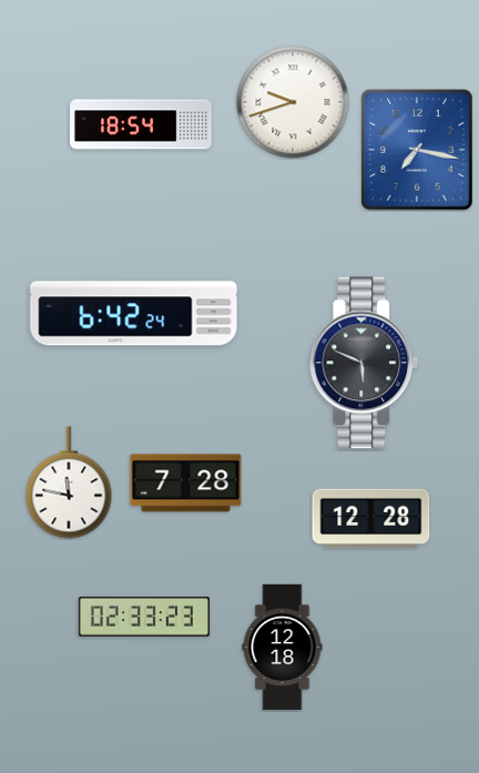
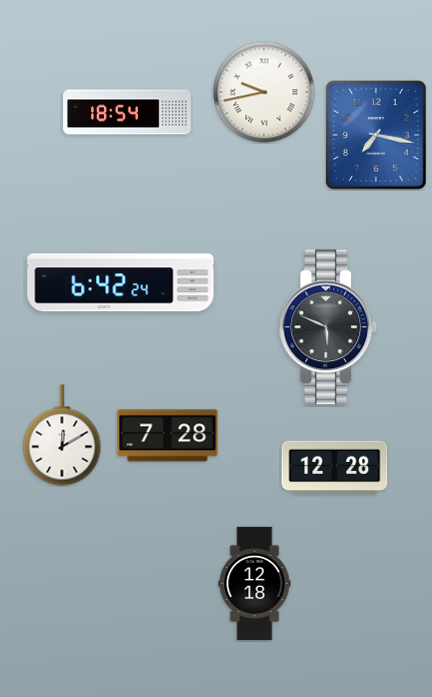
clock at (293, 102): 9:42 -> 9:43
clock at (69, 482): 11:47 -> 12:10
clock at (144, 617): 02:33 -> none
